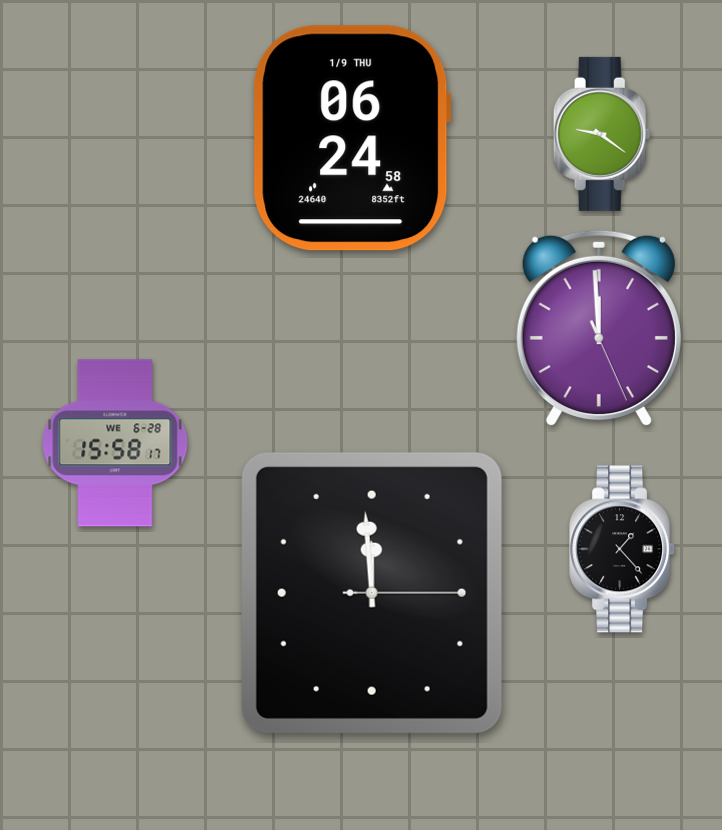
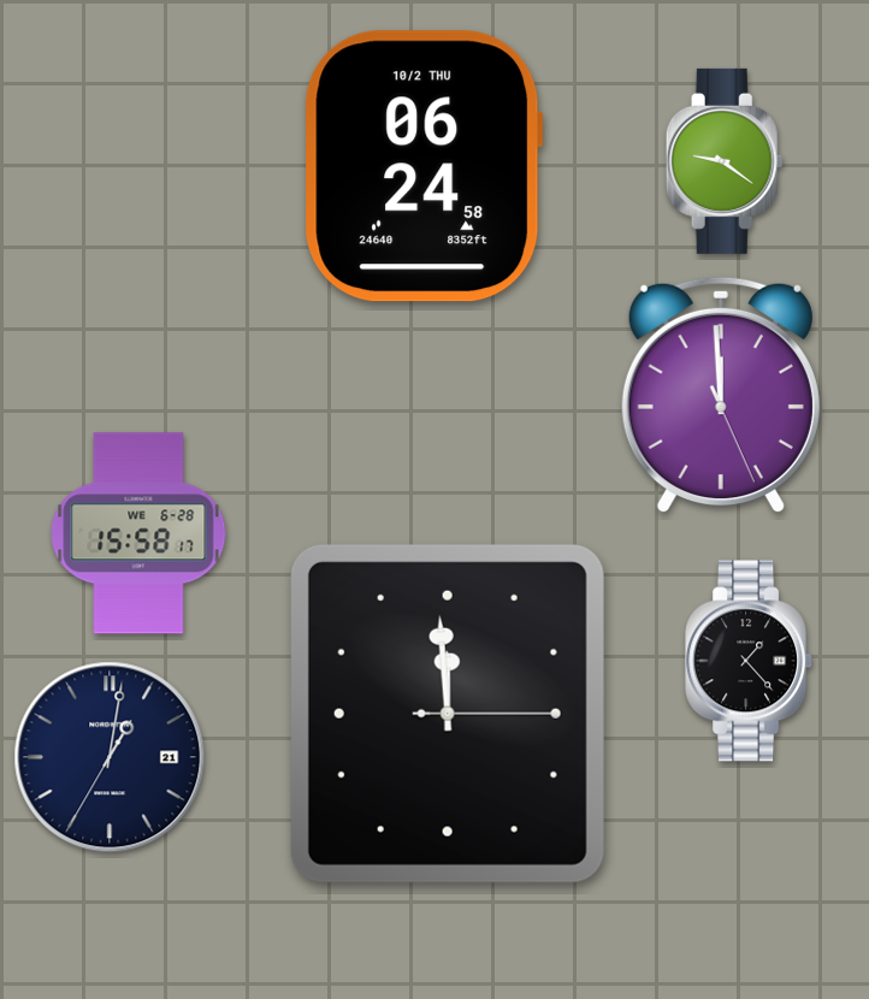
clock at (352, 138) date: 1/9 THU -> 10/2 THU
clock at (110, 757): none -> 1:01
